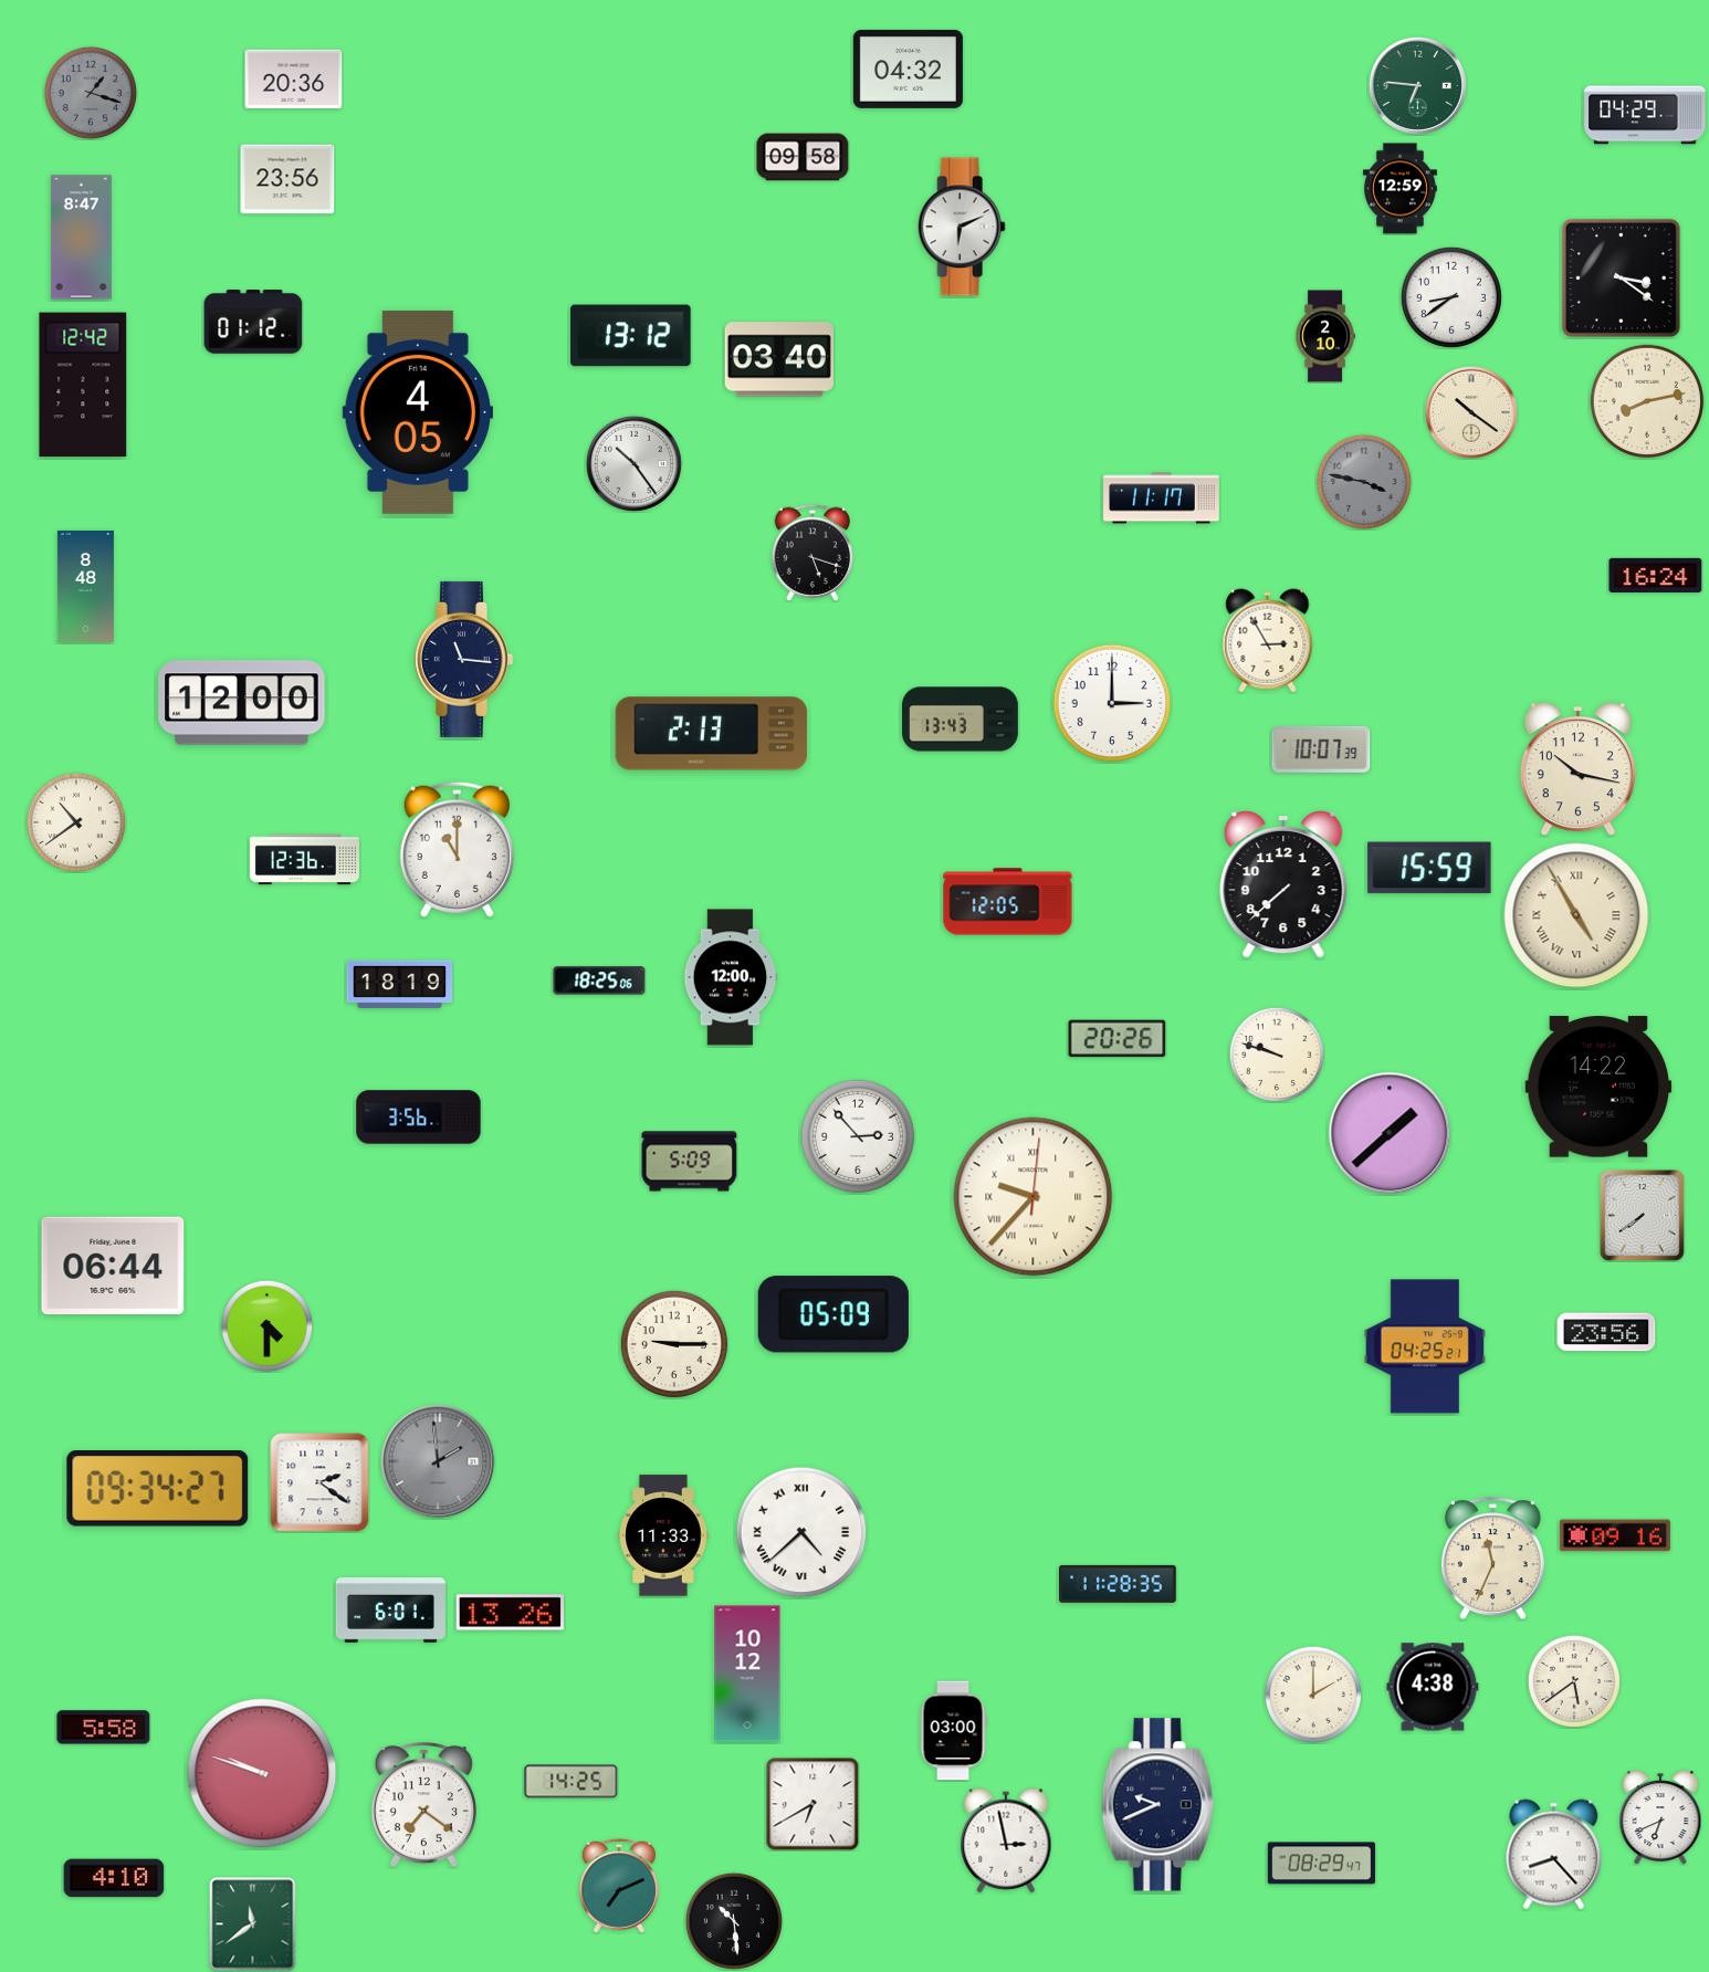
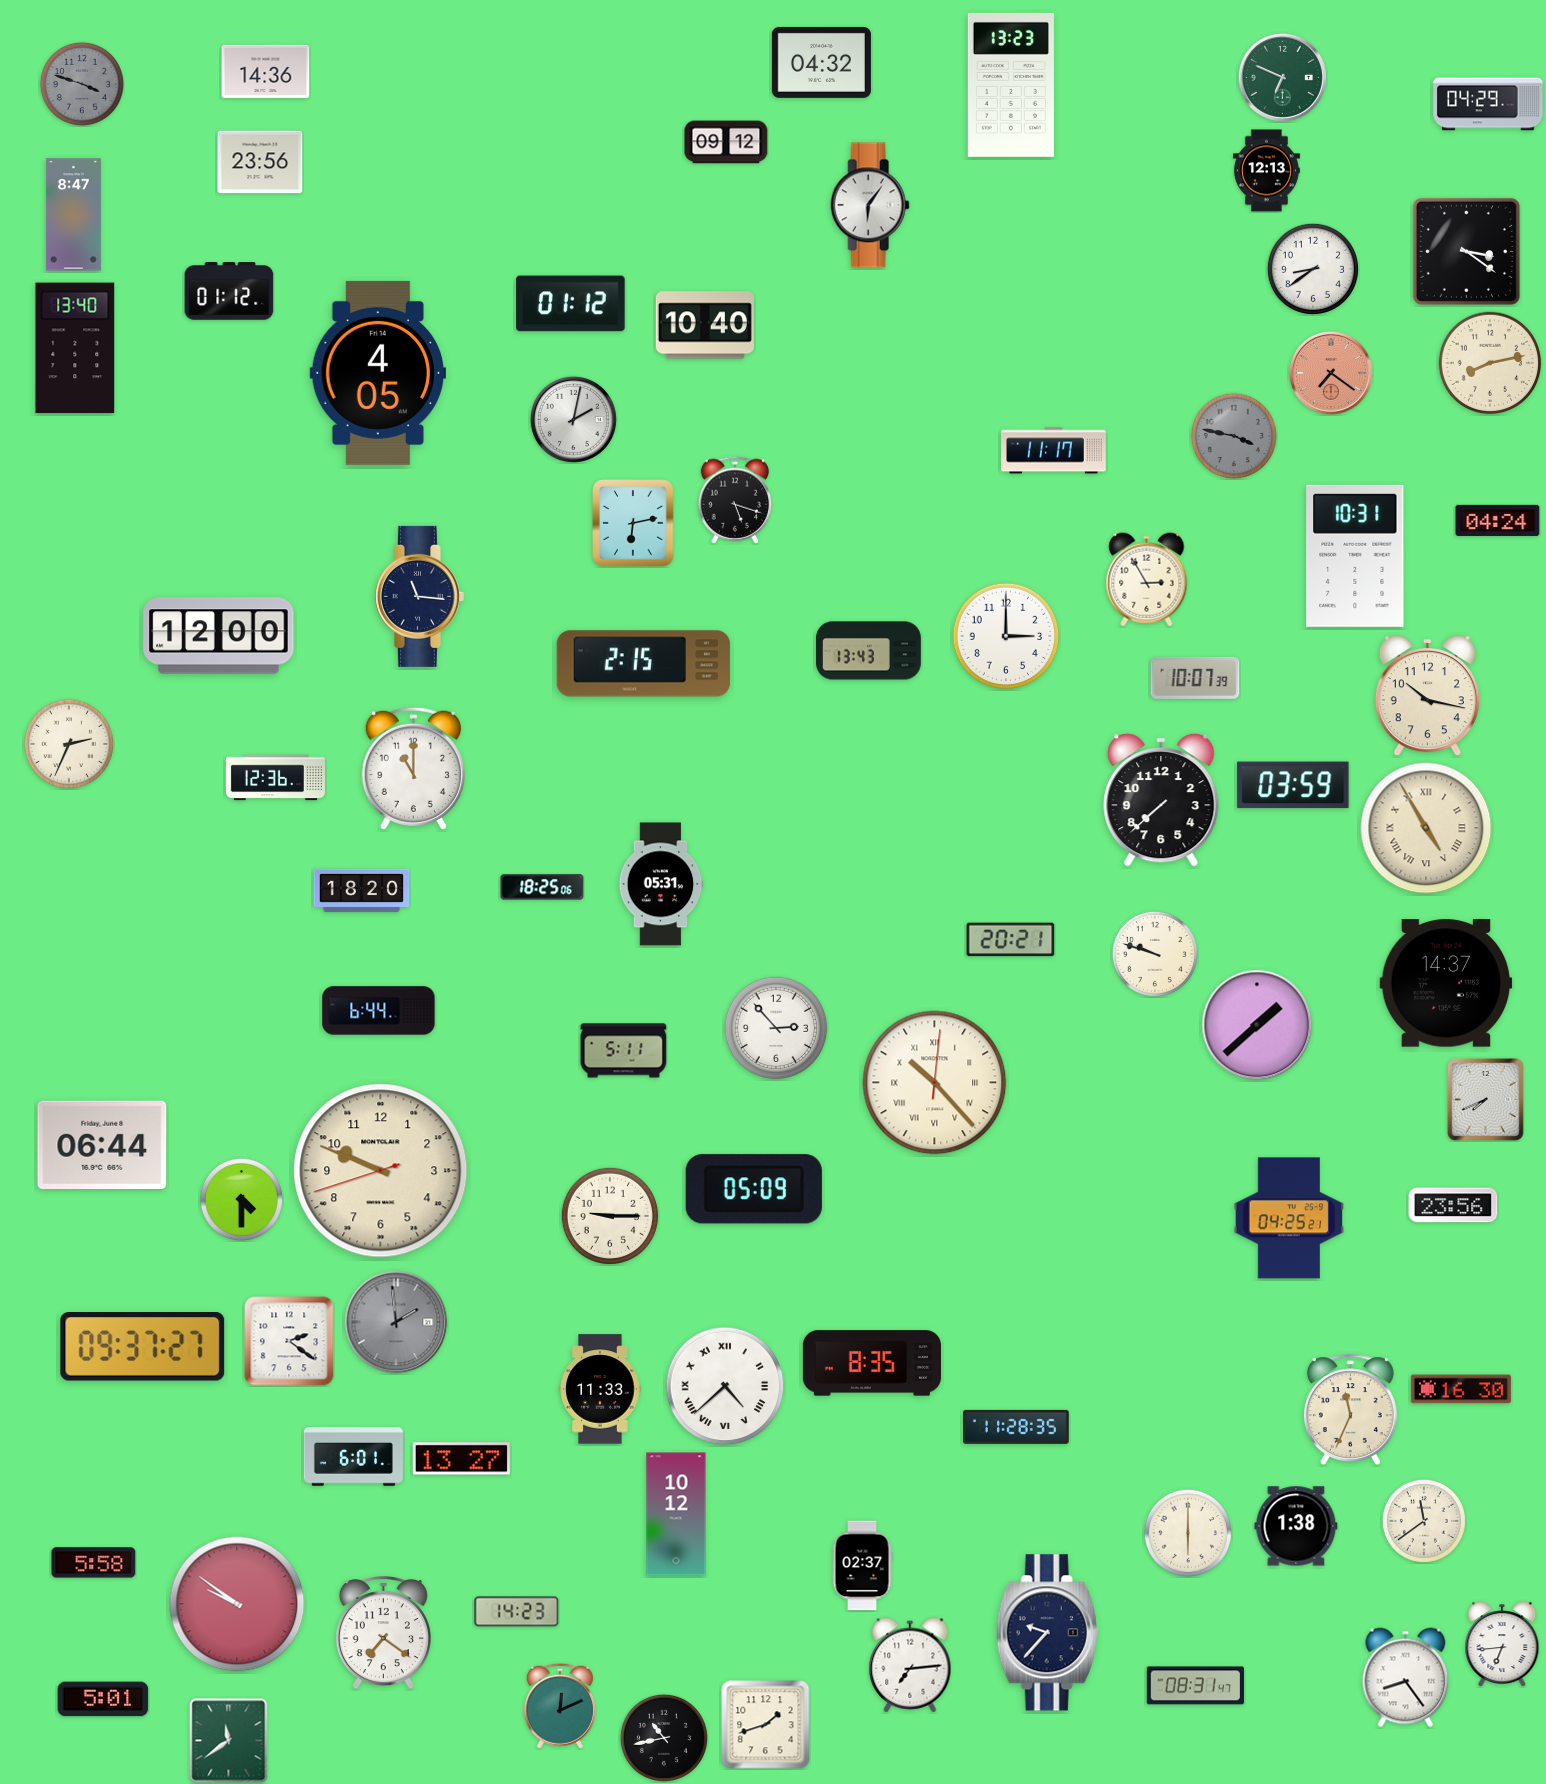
clock at (294, 80): 20:36 -> 14:36
clock at (1417, 85): 6:46 -> 6:49
clock at (91, 93): 1:18 -> 3:48
clock at (1011, 85): none -> 13:23
clock at (803, 157): 09:58 -> 09:12
clock at (1399, 189): 12:59 -> 12:13
clock at (962, 227): 6:11 -> 6:06
clock at (631, 336): 13:12 -> 01:12
clock at (1325, 336): 2:10 -> none
clock at (779, 359): 03:40 -> 10:40
clock at (83, 385): 12:42 -> 13:40
clock at (1471, 412): 10:21 -> 7:21
clock at (1471, 412) dial: cream -> salmon
clock at (633, 463): 10:24 -> 2:02
clock at (1162, 499) position: (1162, 499) -> (1054, 451)
clock at (1656, 575): 16:24 -> 04:24
clock at (633, 523): none -> 6:13
clock at (85, 586): 8:48 -> none
clock at (1355, 556): none -> 10:31
clock at (712, 734): 2:13 -> 2:15
clock at (76, 822): 10:39 -> 2:34
clock at (1429, 868): 15:59 -> 03:59
clock at (1008, 902): 12:05 -> none
clock at (731, 977): 12:00 -> 05:31
clock at (400, 984): 18:19 -> 18:20
clock at (1118, 1039): 20:26 -> 20:21
clock at (1598, 1087): 14:22 -> 14:37
clock at (419, 1118): 3:56 -> 6:44
clock at (690, 1162): 5:09 -> 5:11
clock at (1034, 1197): 9:37 -> 10:23
clock at (1642, 1215): 7:39 -> 7:41
clock at (381, 1171): none -> 9:48
clock at (158, 1489): 09:34 -> 09:37
clock at (872, 1363): none -> 8:35
clock at (1615, 1535): 09:16 -> 16:30
clock at (1118, 1584) position: (1118, 1584) -> (1016, 1427)
clock at (510, 1613): 13:26 -> 13:27
clock at (1574, 1681): 5:39 -> 11:39
clock at (1433, 1687): 4:38 -> 1:38
clock at (1313, 1695): 2:00 -> 6:00
clock at (953, 1731): 03:00 -> 02:37
clock at (262, 1773): 9:48 -> 9:51
clock at (572, 1782): 14:25 -> 14:23
clock at (812, 1804): 6:40 -> none
clock at (1158, 1805): 9:41 -> 9:37
clock at (1660, 1817): 6:41 -> 6:44
clock at (1006, 1840): 2:58 -> 7:14
clock at (1554, 1855): 8:23 -> 8:24
clock at (1321, 1864): 08:29 -> 08:31
clock at (114, 1878): 4:10 -> 5:01
clock at (619, 1886): 7:11 -> 12:11
clock at (766, 1725): none -> 1:42
clock at (734, 1921): 10:29 -> 10:43
